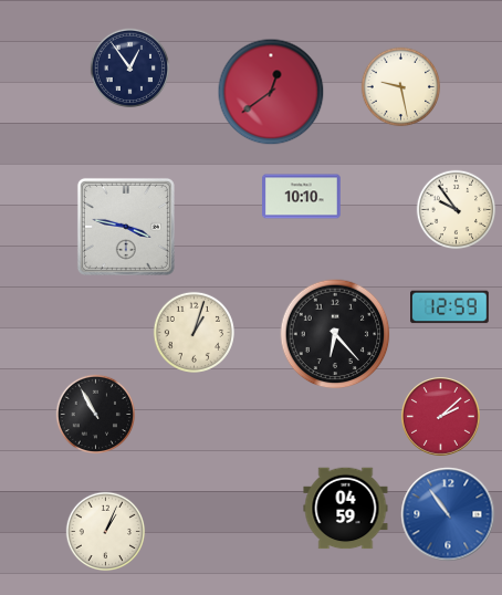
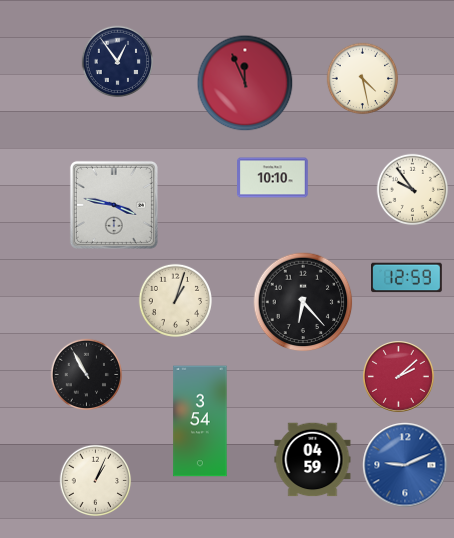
clock at (401, 87): 9:28 -> 4:28
clock at (271, 92): 12:39 -> 11:56
clock at (200, 421): none -> 3:54
clock at (448, 514): 10:54 -> 9:11
